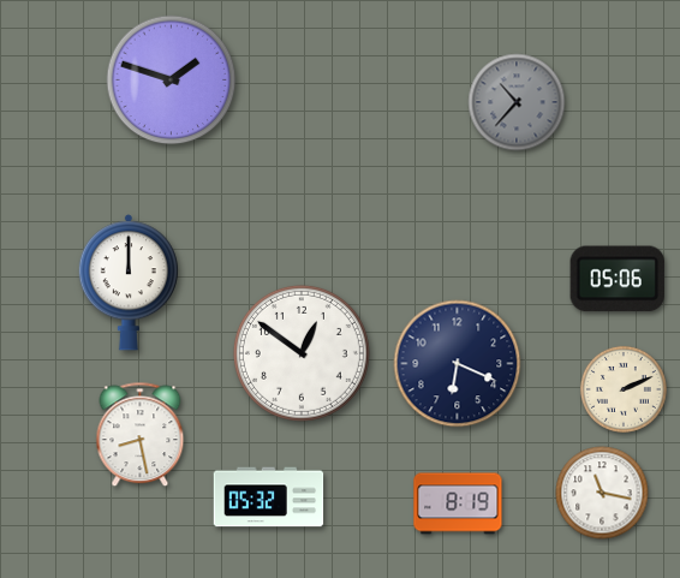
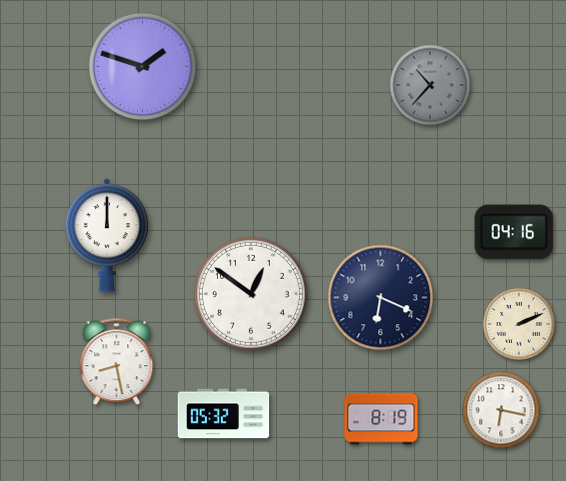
clock at (618, 279): 05:06 -> 04:16
clock at (458, 364) position: (458, 364) -> (381, 298)
clock at (602, 493): 11:17 -> 6:17
